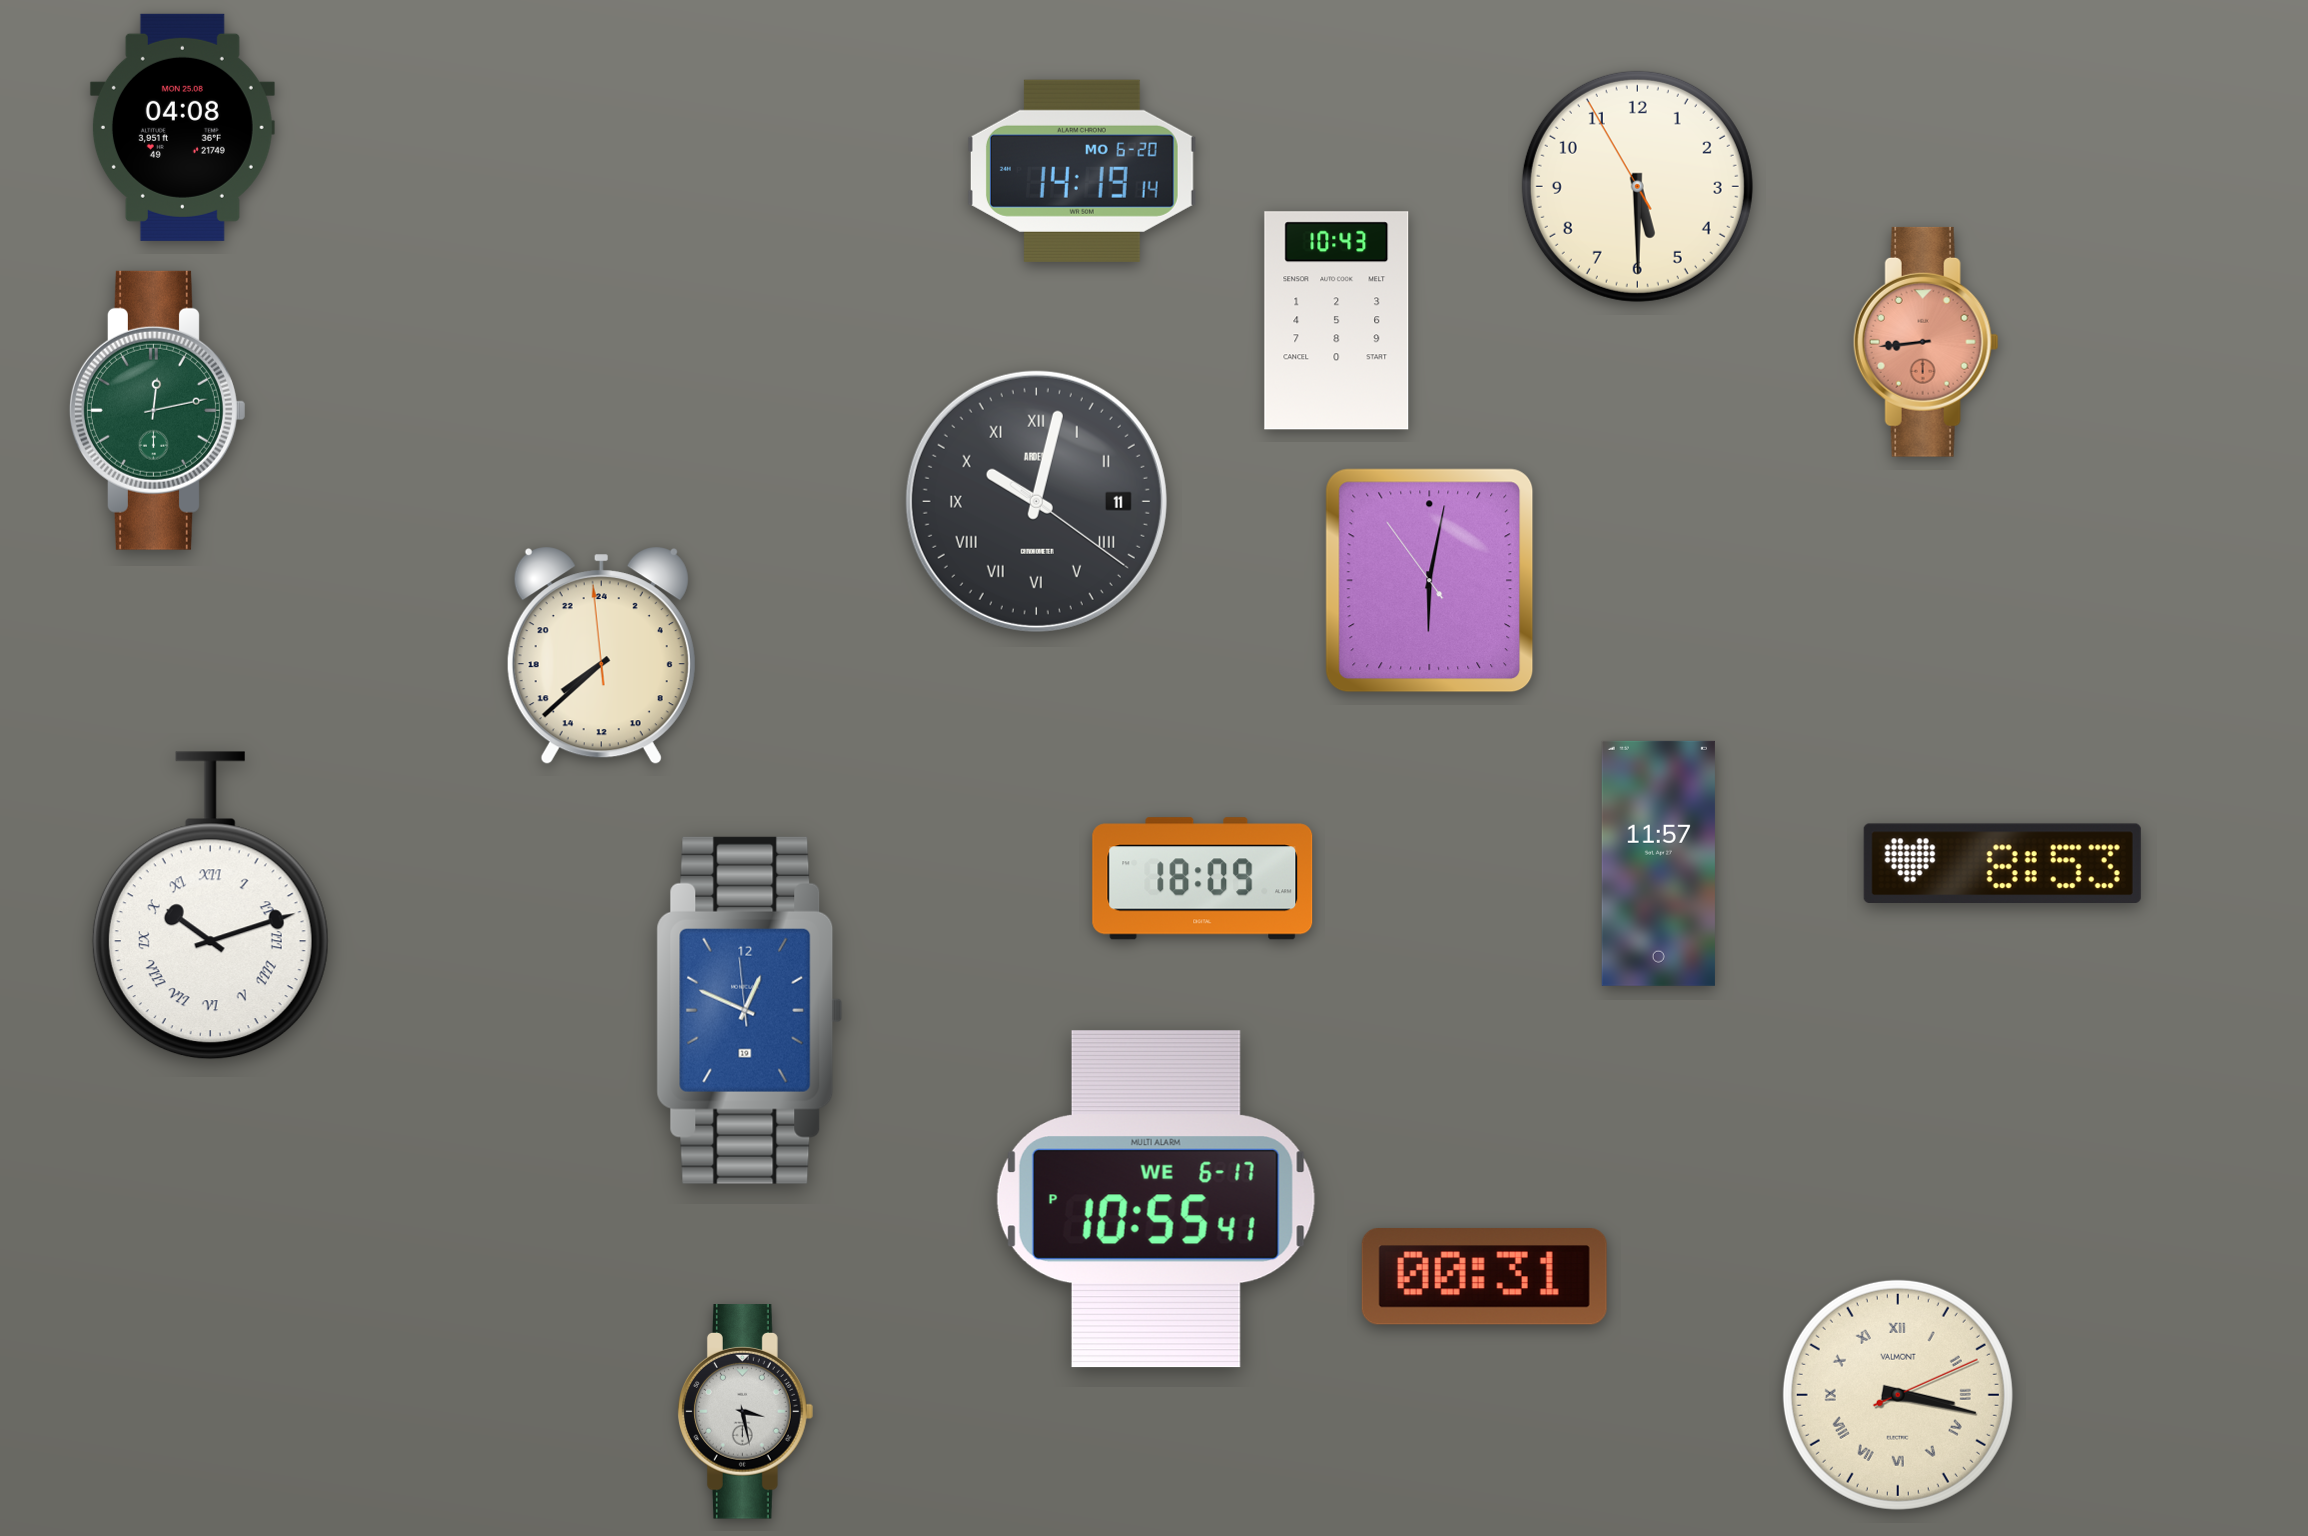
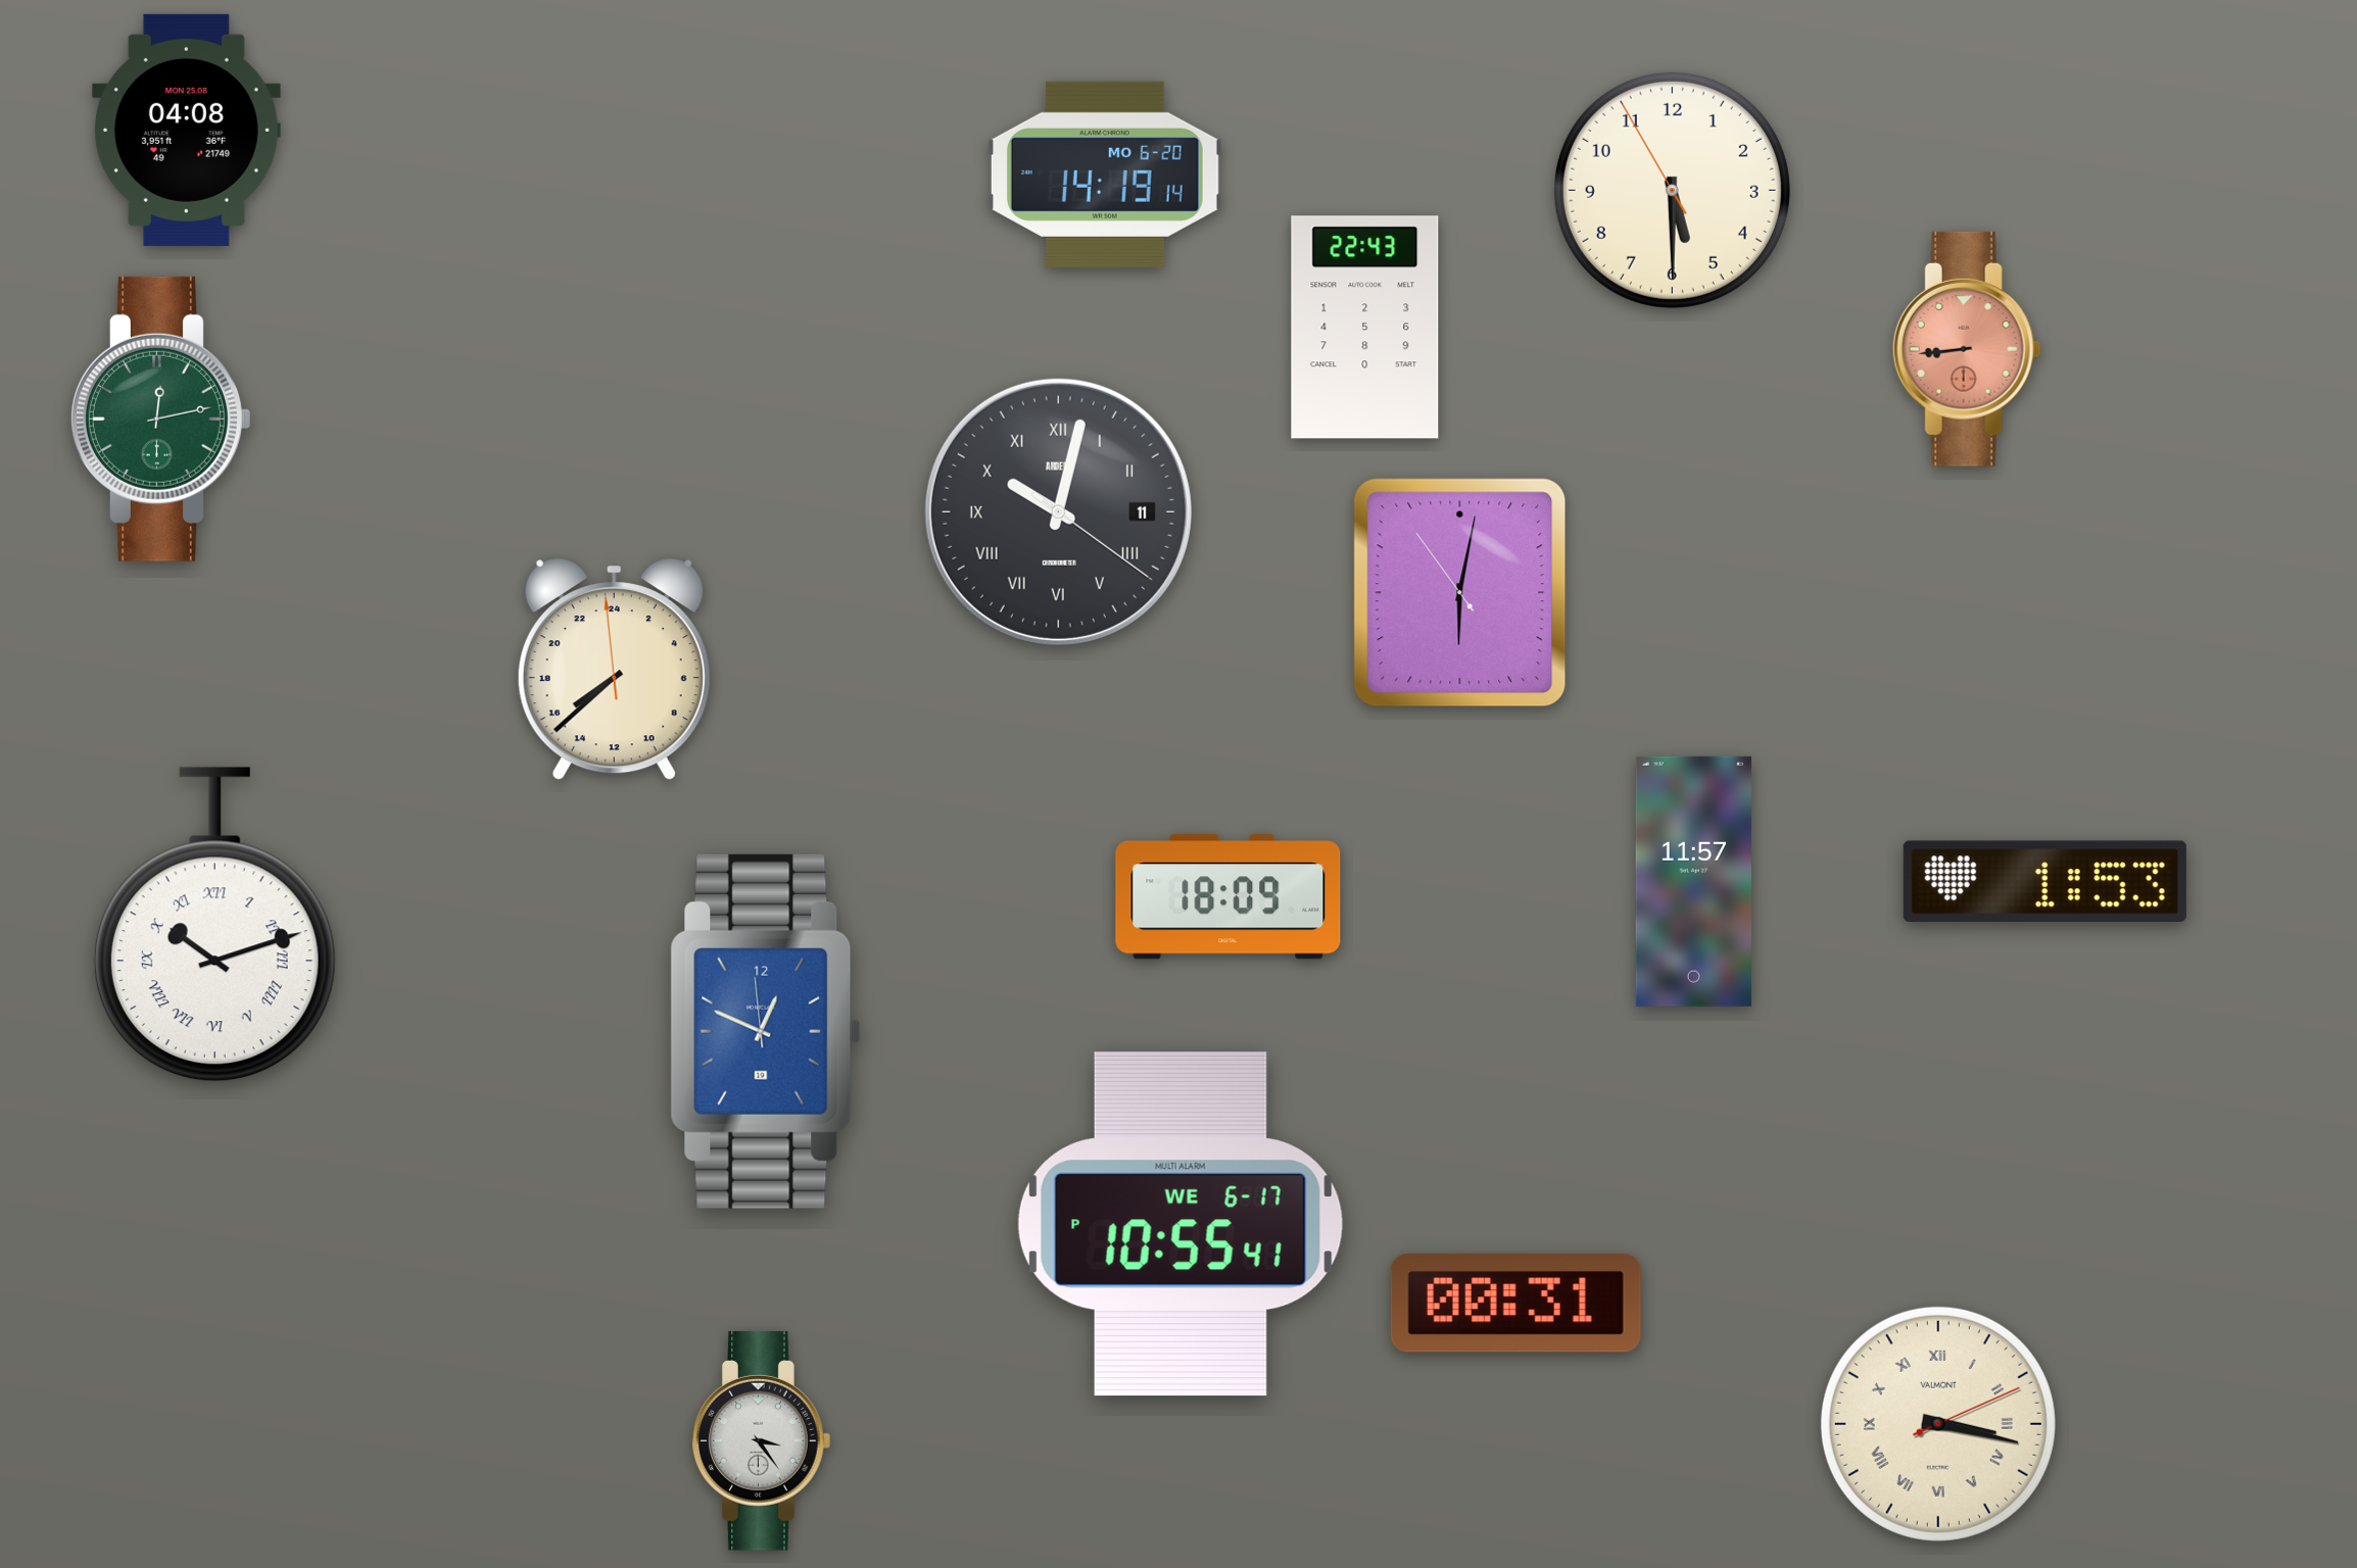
clock at (1337, 321): 10:43 -> 22:43
clock at (2002, 863): 8:53 -> 1:53
clock at (746, 1412): 3:28 -> 3:24
